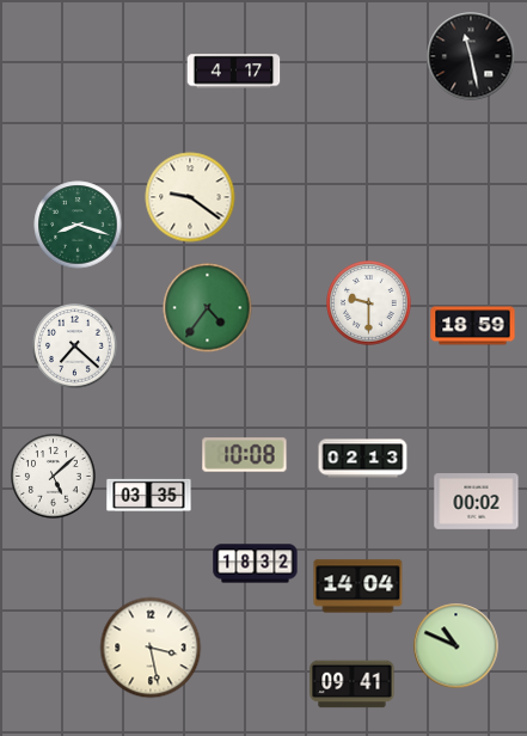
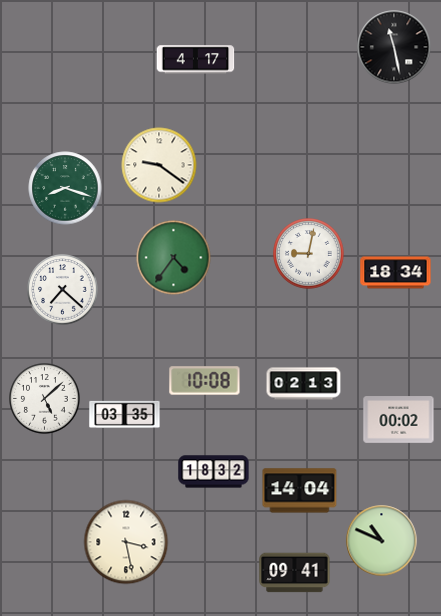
clock at (369, 303): 9:30 -> 9:02
clock at (473, 326): 18:59 -> 18:34
